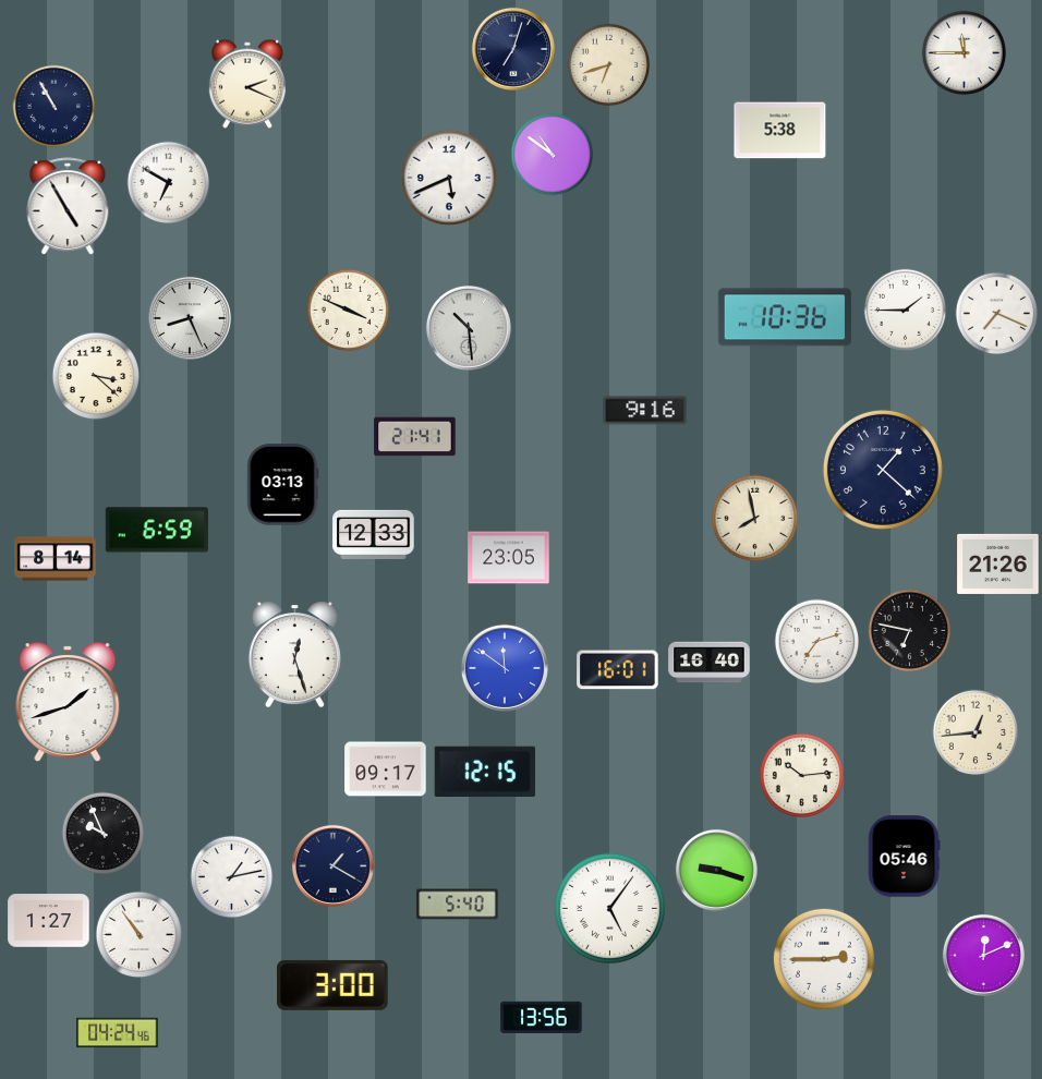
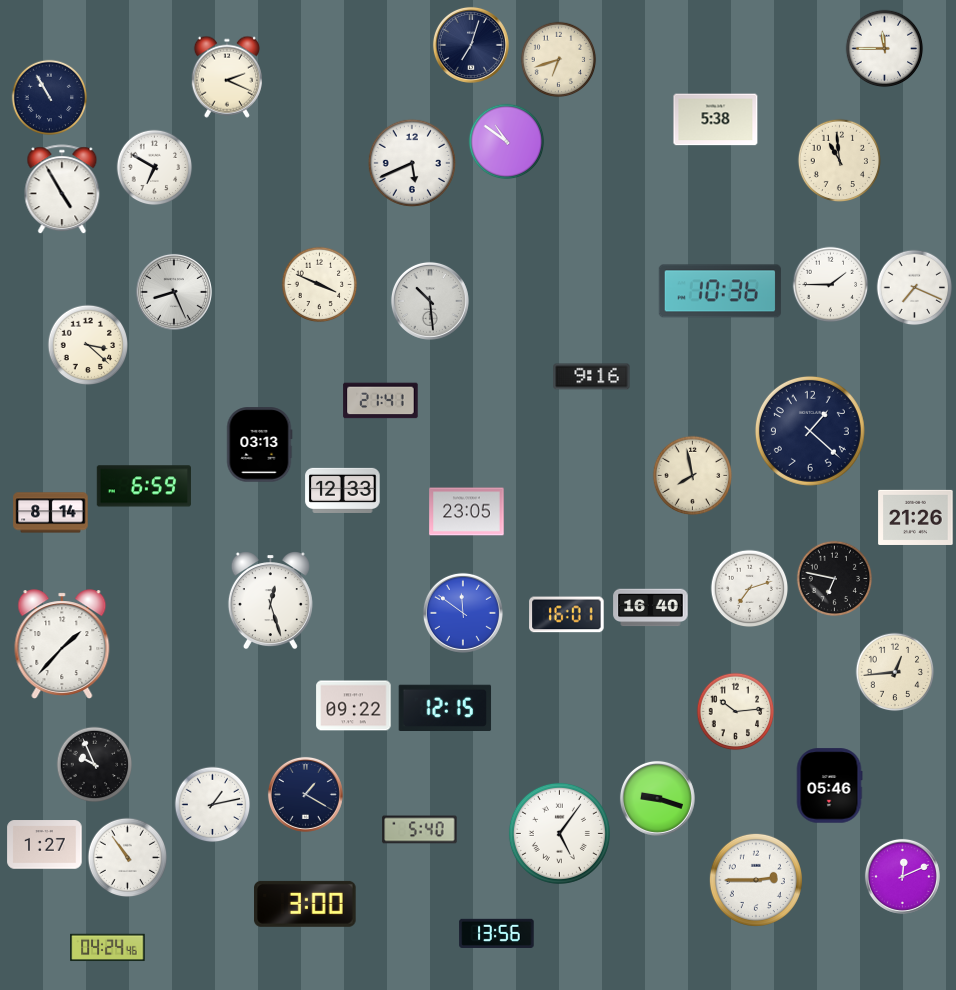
clock at (839, 160): none -> 10:59
clock at (68, 702): 1:42 -> 1:37
clock at (386, 769): 09:17 -> 09:22
